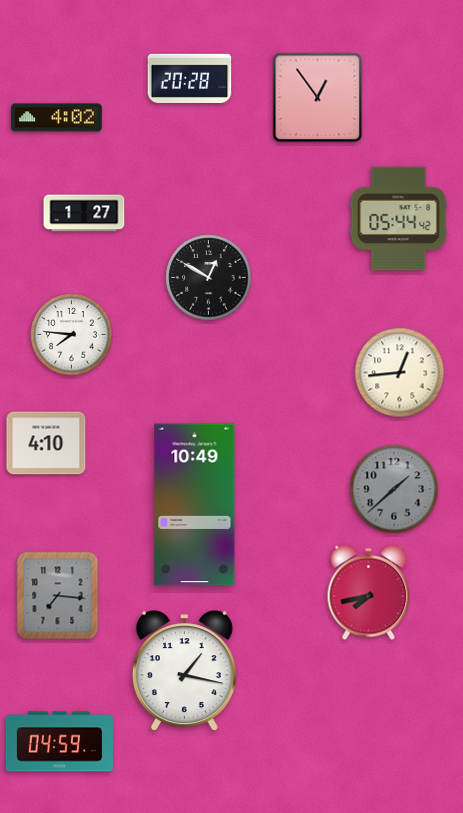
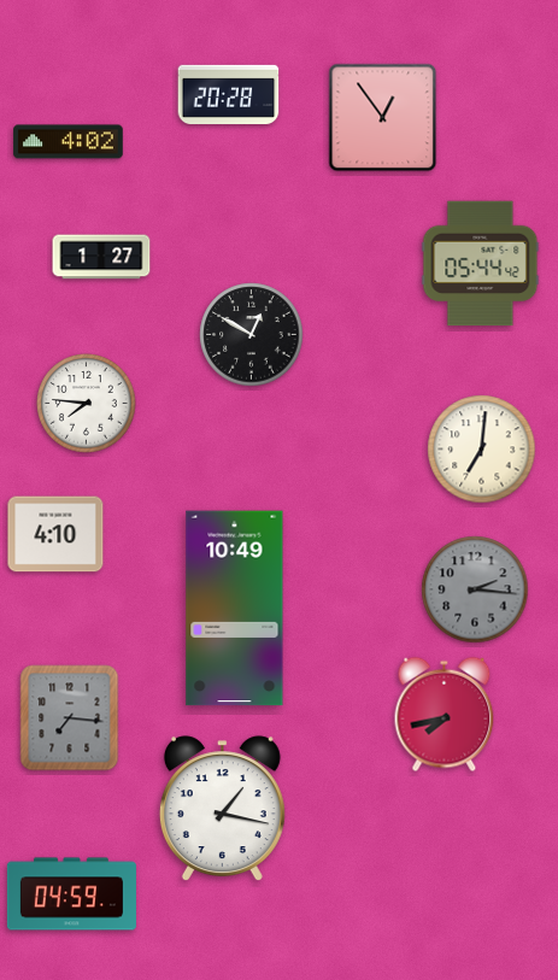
clock at (400, 373): 12:44 -> 7:01
clock at (394, 489): 1:38 -> 2:16
